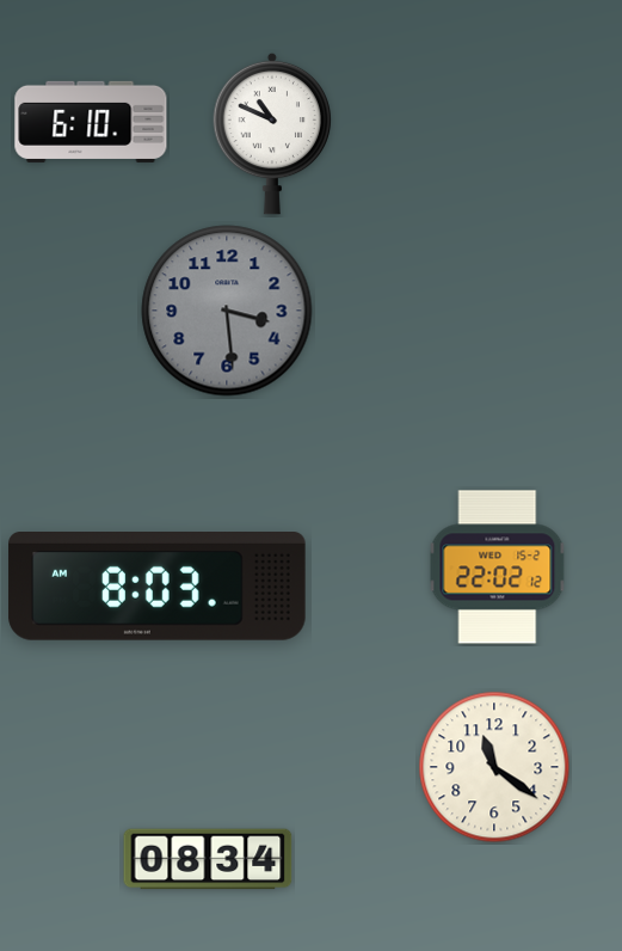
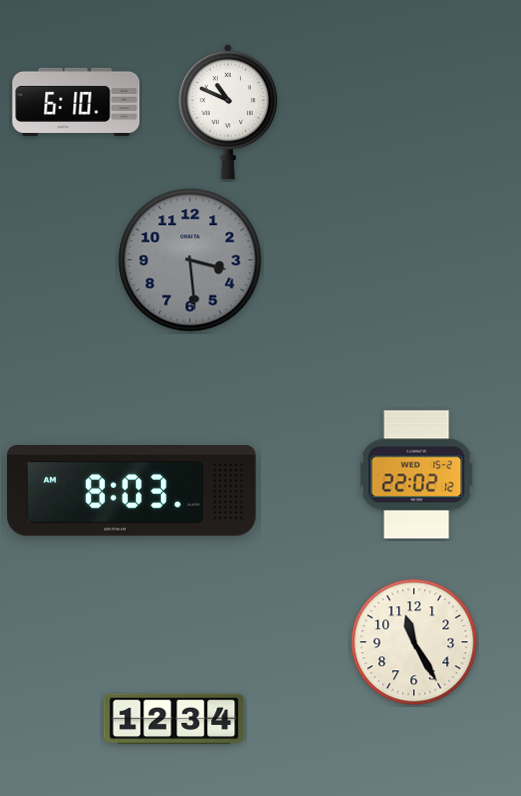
clock at (494, 767): 11:21 -> 11:25
clock at (208, 859): 08:34 -> 12:34
